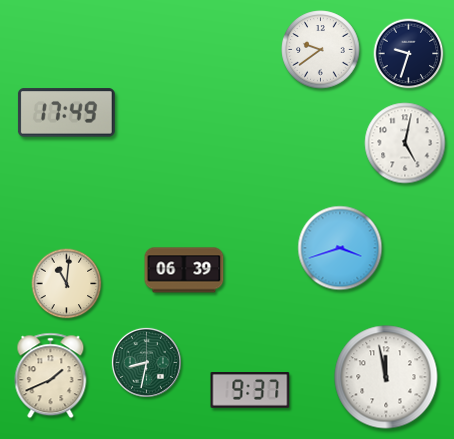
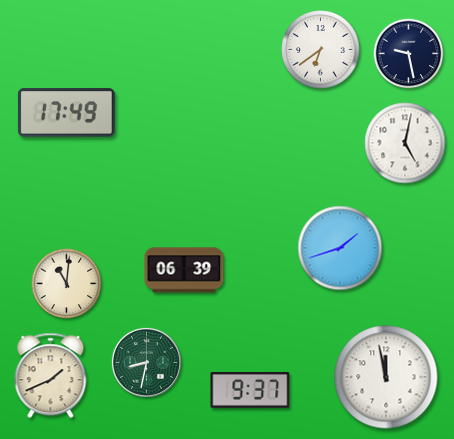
clock at (321, 50): 9:39 -> 6:39
clock at (409, 54): 9:33 -> 9:28
clock at (340, 248): 3:42 -> 1:42
